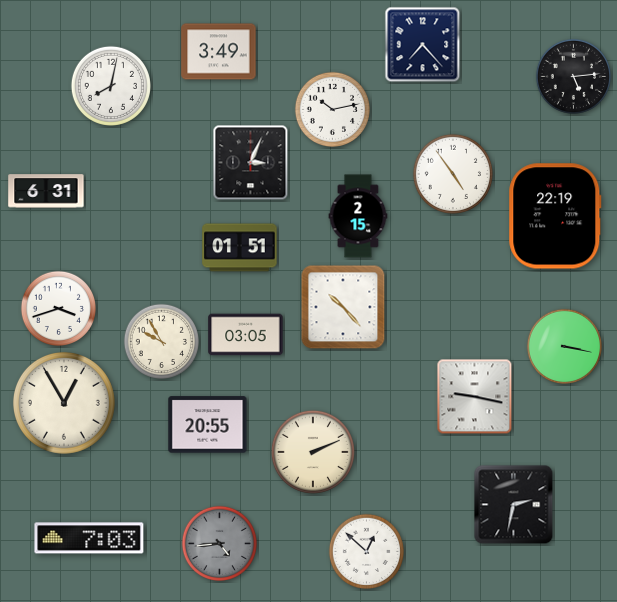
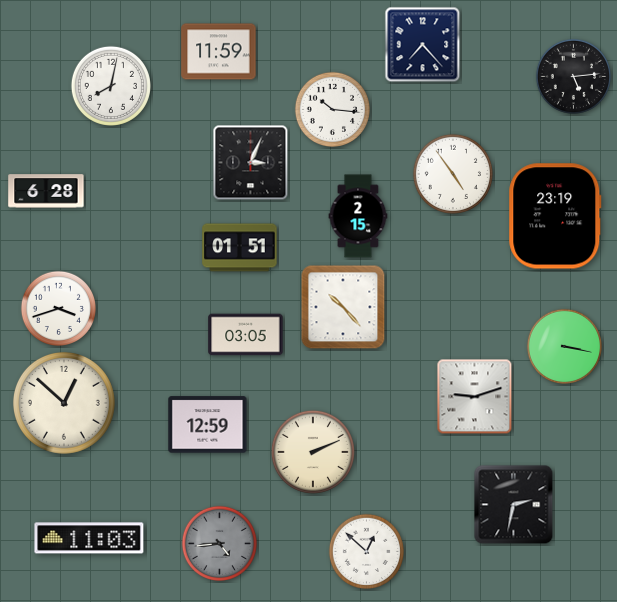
clock at (219, 52): 3:49 -> 11:59
clock at (332, 109): 10:13 -> 10:16
clock at (46, 191): 6:31 -> 6:28
clock at (555, 216): 22:19 -> 23:19
clock at (161, 341): 9:55 -> none
clock at (475, 397): 9:17 -> 9:12
clock at (64, 403): 12:55 -> 12:52
clock at (208, 425): 20:55 -> 12:59
clock at (89, 538): 7:03 -> 11:03
